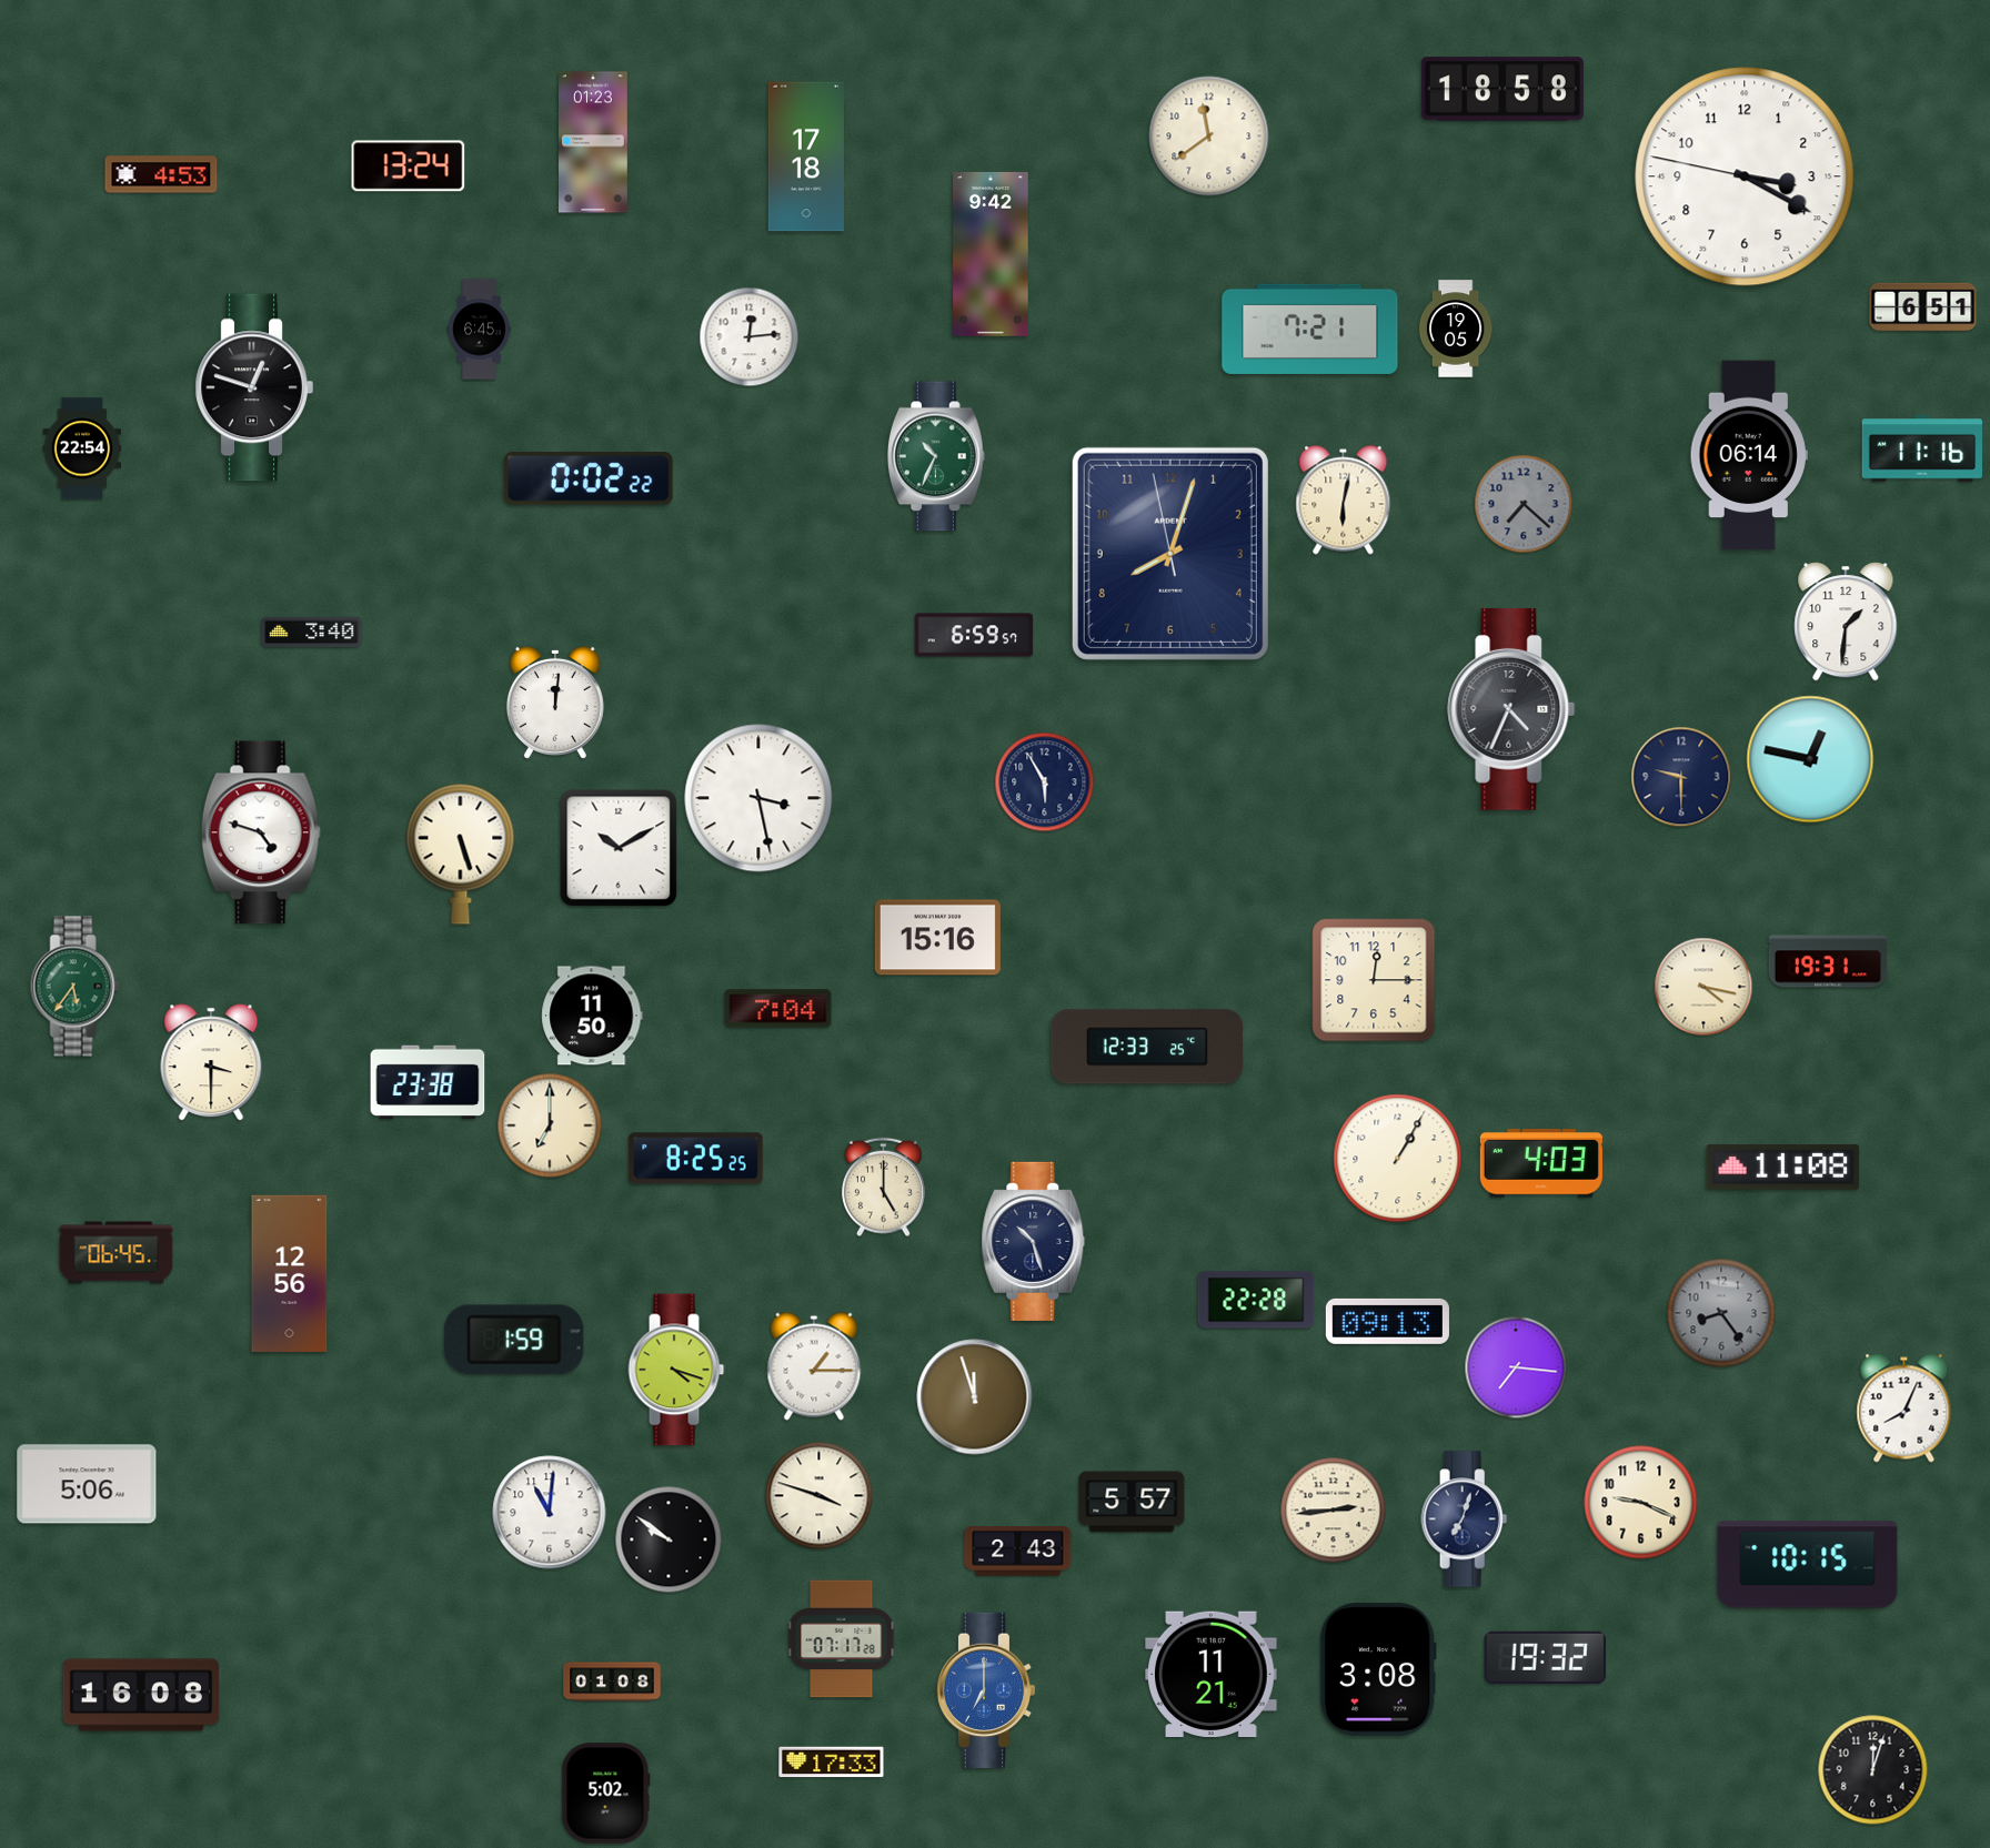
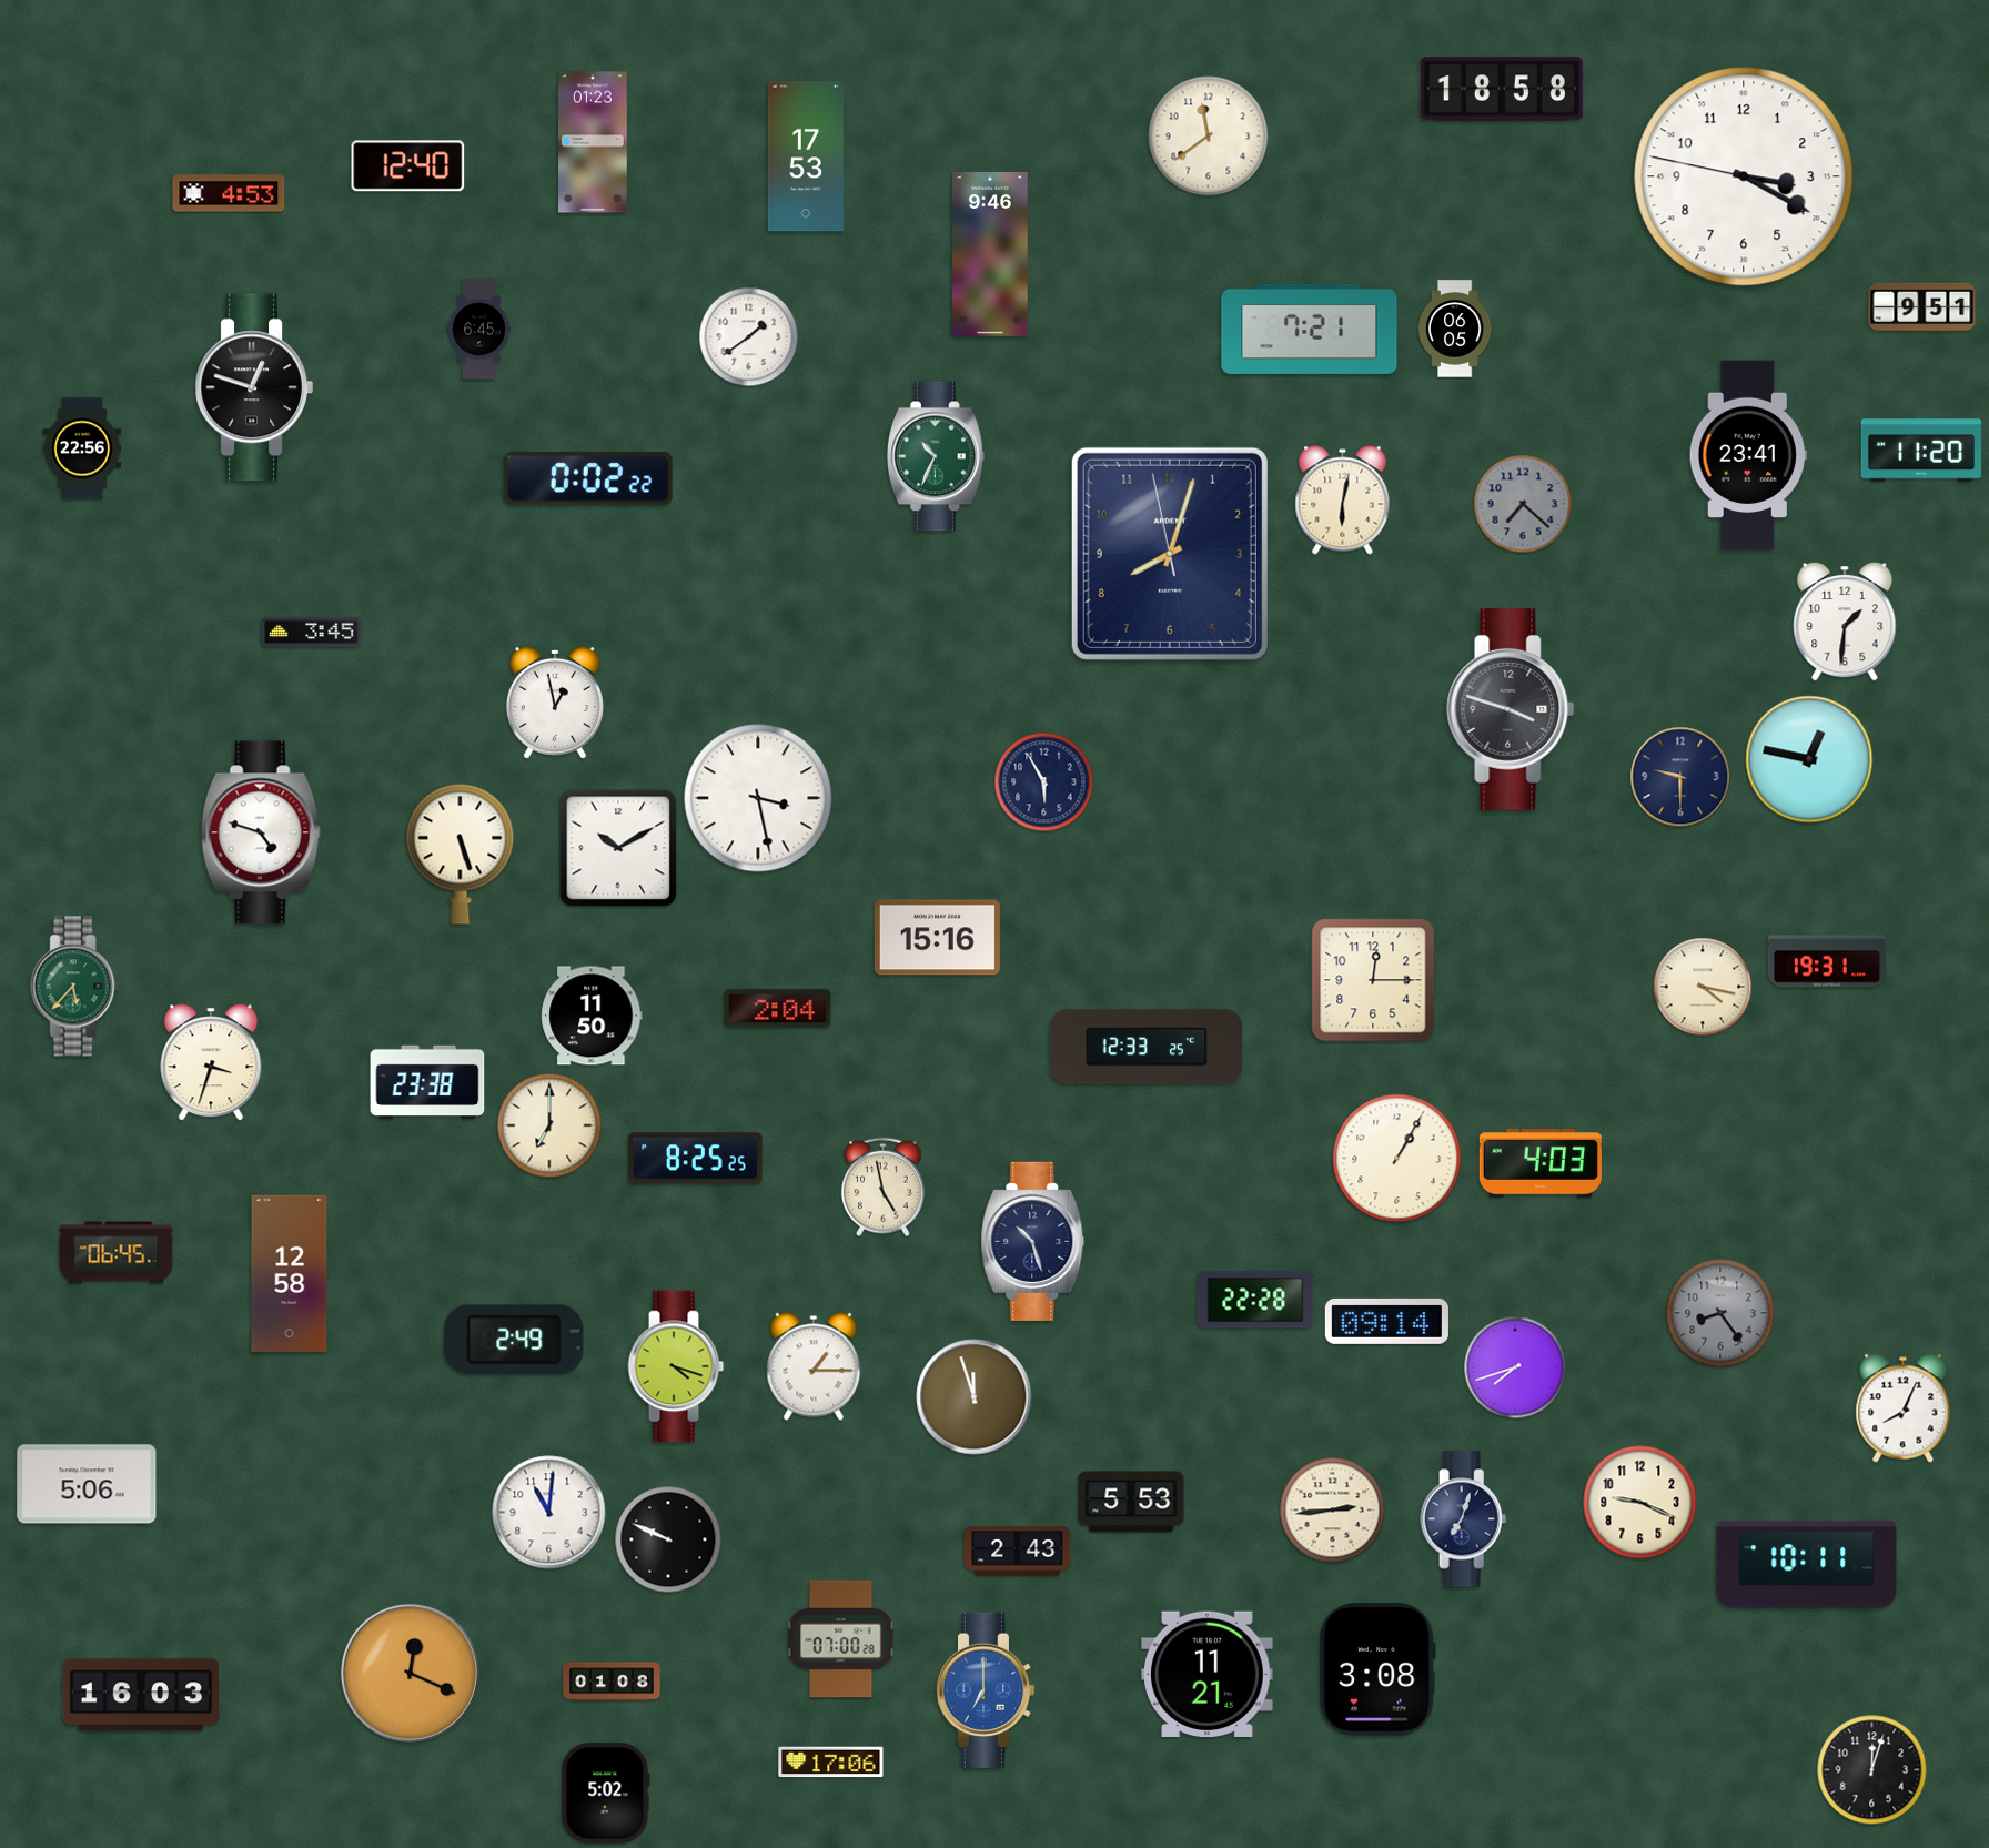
clock at (806, 156): 17:18 -> 17:53
clock at (409, 166): 13:24 -> 12:40
clock at (161, 174) position: (161, 174) -> (229, 193)
clock at (991, 254): 9:42 -> 9:46
clock at (1923, 307): 6:51 -> 9:51
clock at (1456, 329): 19:05 -> 06:05
clock at (750, 337): 12:14 -> 1:39
clock at (82, 448): 22:54 -> 22:56
clock at (1922, 448): 11:16 -> 11:20
clock at (1749, 455): 06:14 -> 23:41
clock at (312, 632): 3:40 -> 3:45
clock at (974, 635): 6:59 -> none
clock at (555, 703): 12:01 -> 12:58
clock at (1511, 709): 4:34 -> 3:48
clock at (76, 987): 5:36 -> 5:37
clock at (778, 1009): 7:04 -> 2:04
clock at (211, 1062): 3:30 -> 3:33
clock at (1783, 1168): 11:08 -> none
clock at (883, 1188): 5:00 -> 4:58
clock at (290, 1273): 12:56 -> 12:58
clock at (1387, 1321): 09:13 -> 09:14
clock at (514, 1340): 1:59 -> 2:49
clock at (1516, 1367): 7:16 -> 7:42
clock at (676, 1370) position: (676, 1370) -> (676, 1366)
clock at (820, 1496): 3:48 -> none
clock at (1132, 1502): 5:57 -> 5:53
clock at (669, 1539): 9:51 -> 9:49
clock at (1808, 1565): 10:15 -> 10:11
clock at (842, 1639): 07:17 -> 07:00
clock at (1545, 1657): 19:32 -> none
clock at (410, 1673): none -> 12:19
clock at (1212, 1675) position: (1212, 1675) -> (1208, 1675)
clock at (141, 1695): 16:08 -> 16:03
clock at (832, 1763): 17:33 -> 17:06
